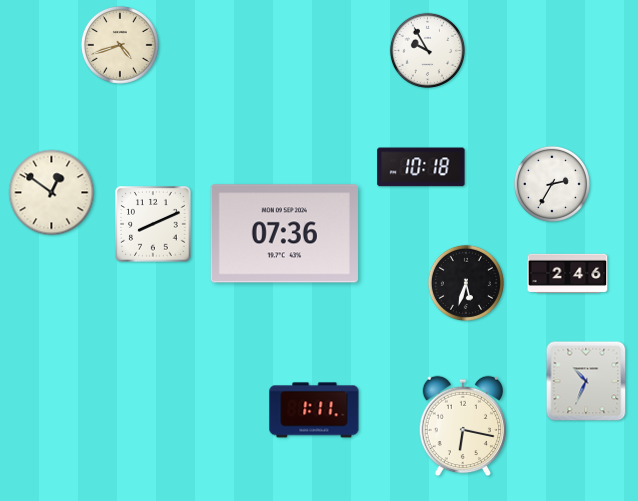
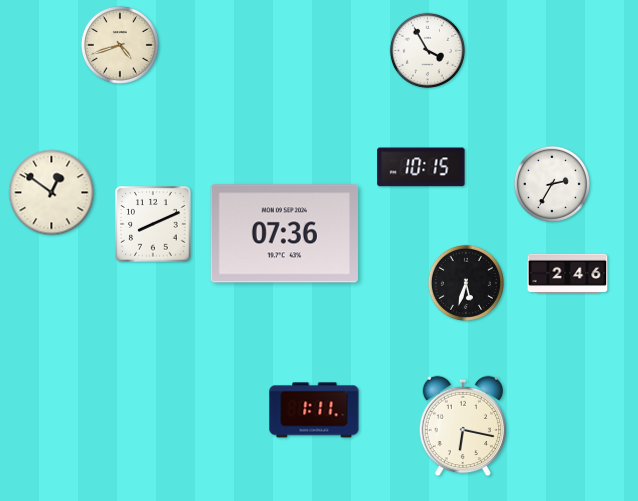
clock at (427, 50): 9:55 -> 3:55
clock at (421, 167): 10:18 -> 10:15
clock at (586, 381): 10:34 -> none
